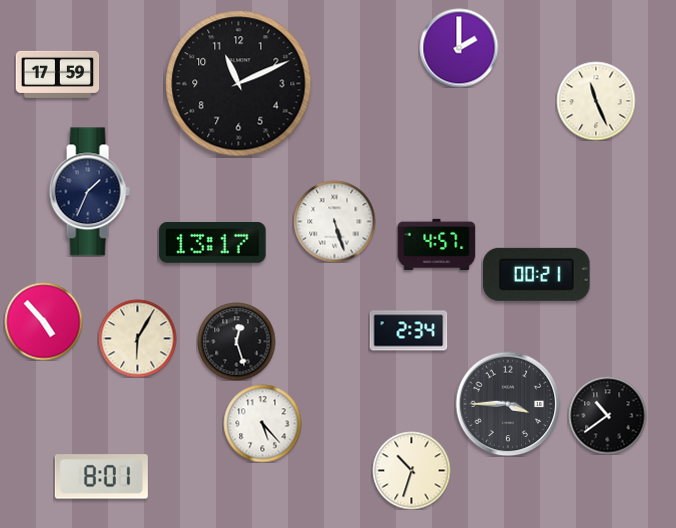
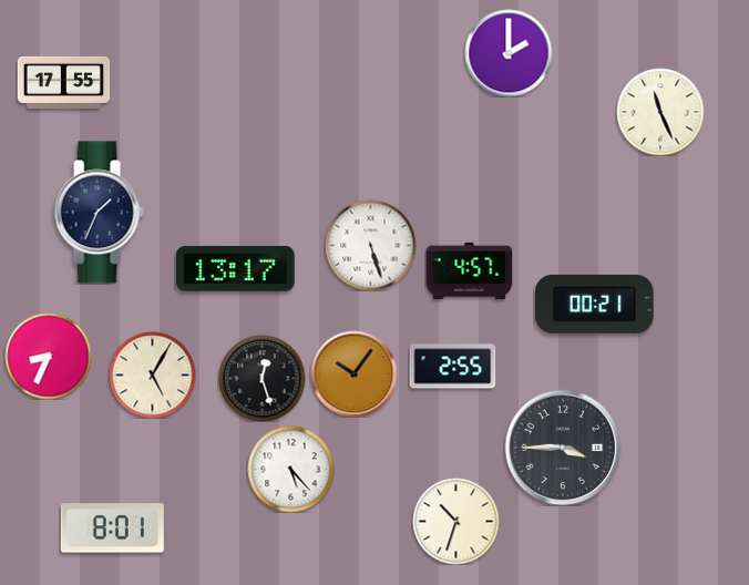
clock at (57, 74): 17:59 -> 17:55
clock at (239, 84): 11:11 -> none
clock at (436, 244) position: (436, 244) -> (469, 270)
clock at (43, 321): 4:53 -> 8:34
clock at (408, 331): 2:34 -> 2:55
clock at (353, 373): none -> 10:06
clock at (137, 338): 6:05 -> 5:05
clock at (607, 415): 10:39 -> none
